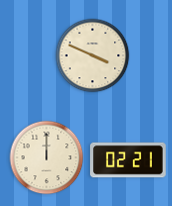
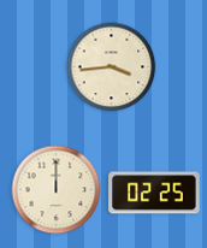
clock at (93, 56): 3:49 -> 3:44
clock at (128, 160): 02:21 -> 02:25
